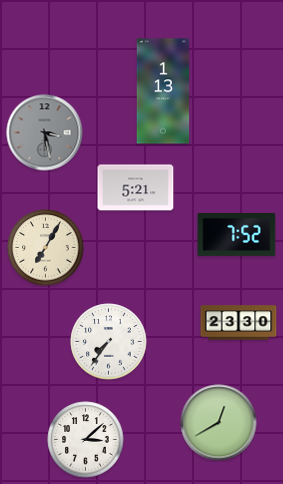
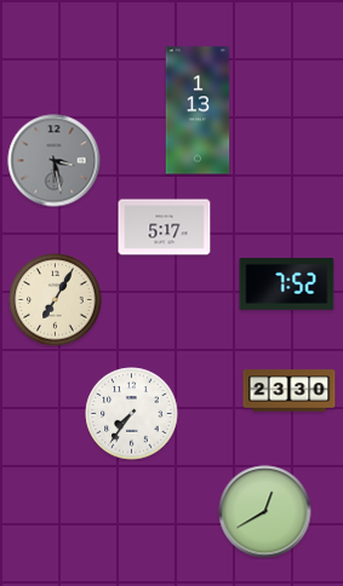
clock at (136, 188): 5:21 -> 5:17
clock at (86, 440): 3:08 -> none
